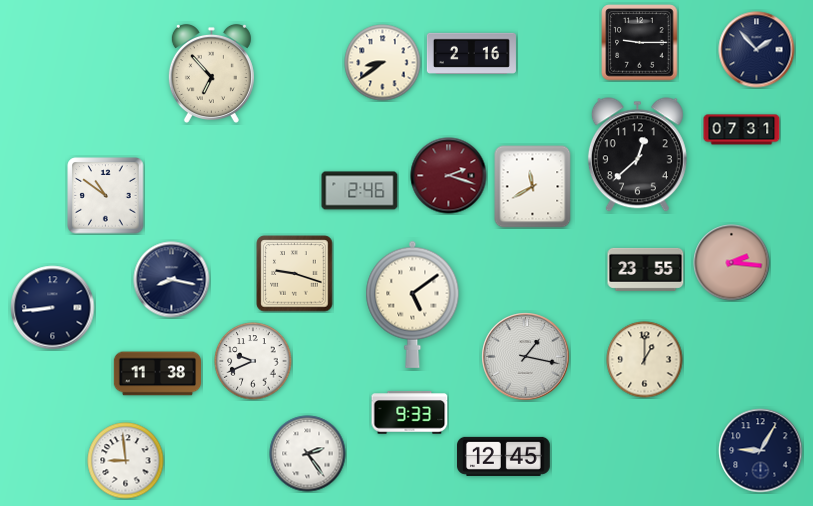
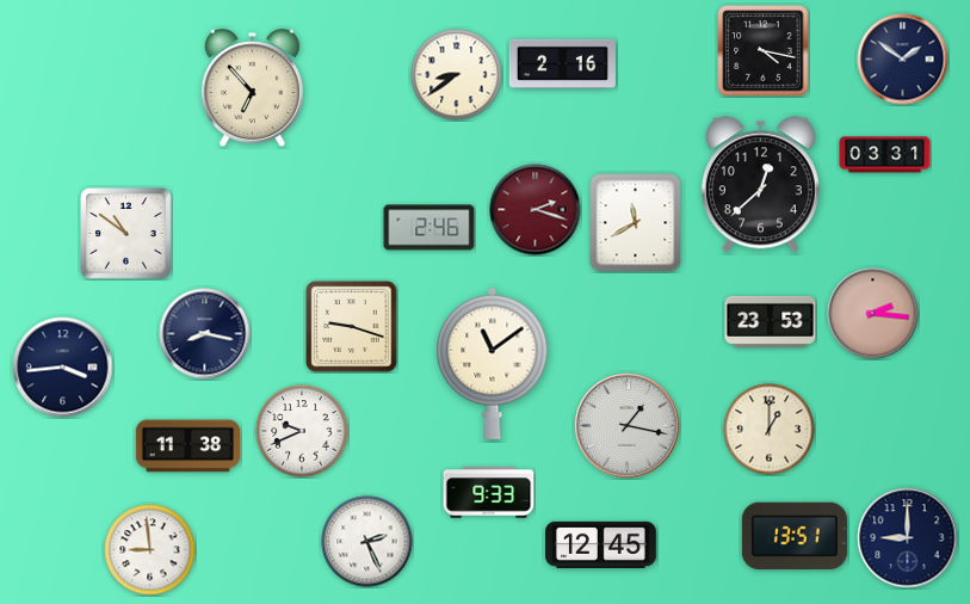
clock at (640, 43): 9:15 -> 4:17
clock at (757, 50): 1:53 -> 1:51
clock at (742, 130): 07:31 -> 03:31
clock at (646, 269): 23:55 -> 23:53
clock at (413, 304): 5:09 -> 11:09
clock at (53, 308): 8:44 -> 3:44
clock at (795, 535): none -> 13:51
clock at (761, 451): 9:05 -> 9:00
clock at (308, 454): 2:24 -> 2:26
